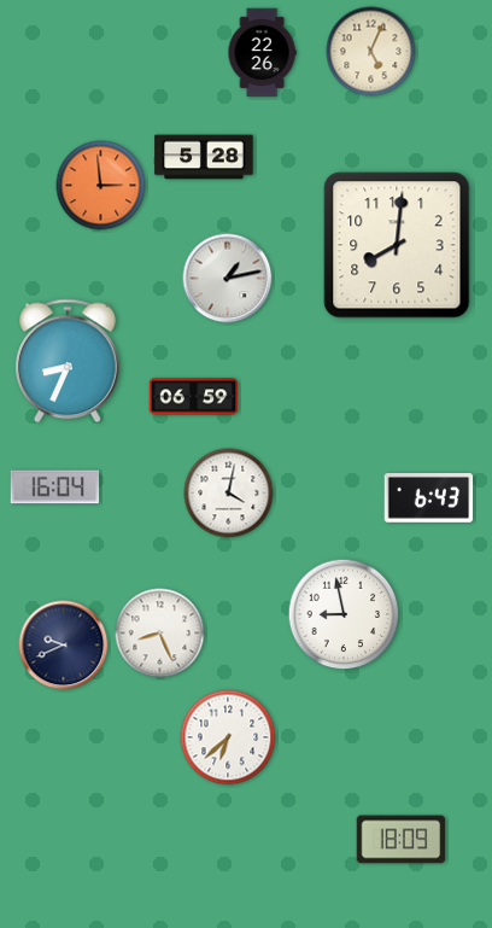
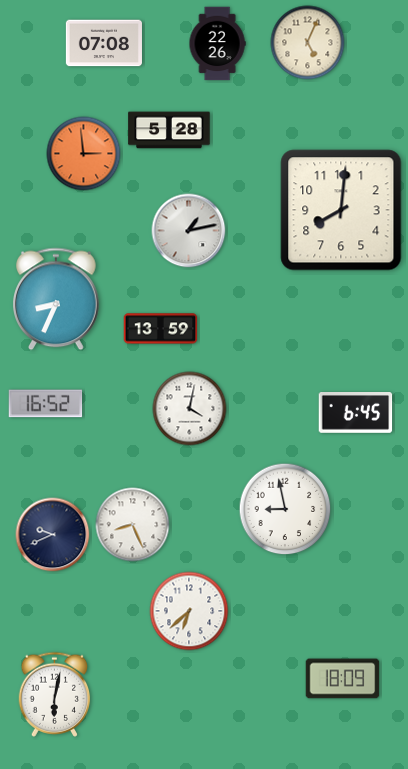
clock at (104, 43): none -> 07:08
clock at (397, 245) position: (397, 245) -> (341, 210)
clock at (194, 397): 06:59 -> 13:59
clock at (55, 488): 16:04 -> 16:52
clock at (429, 498): 6:43 -> 6:45
clock at (55, 694): none -> 6:02
clock at (402, 840) position: (402, 840) -> (343, 679)
